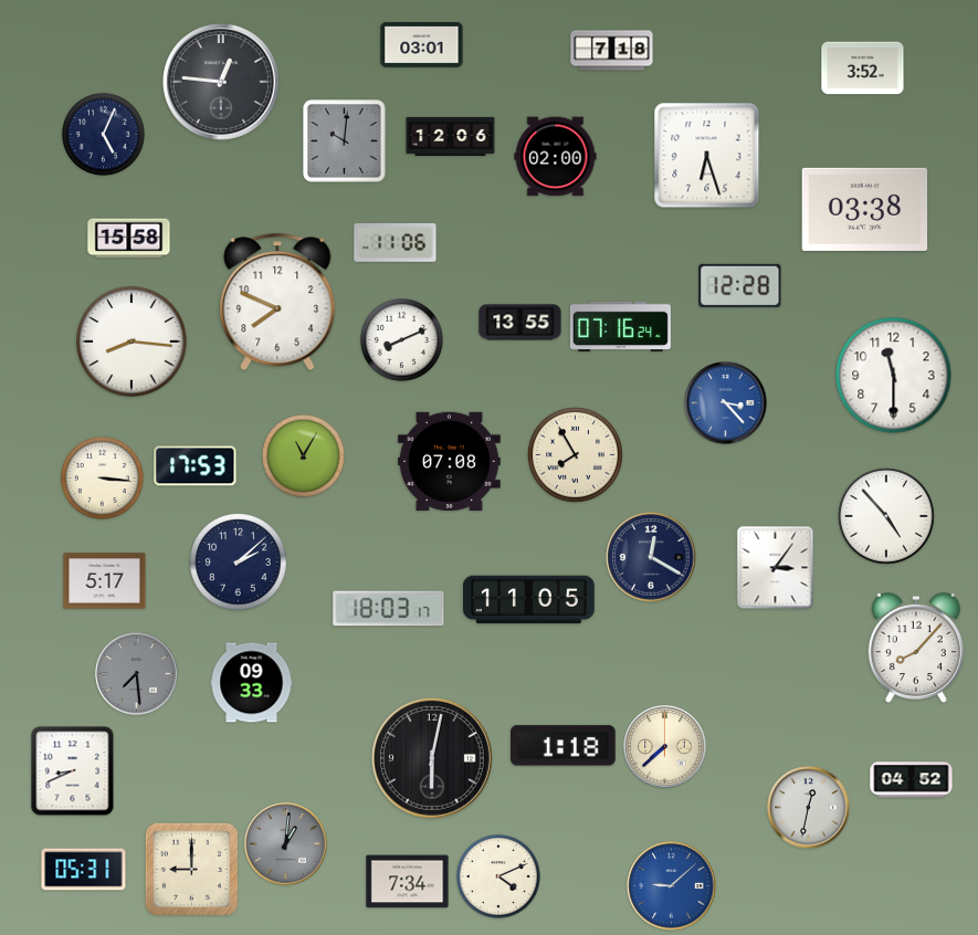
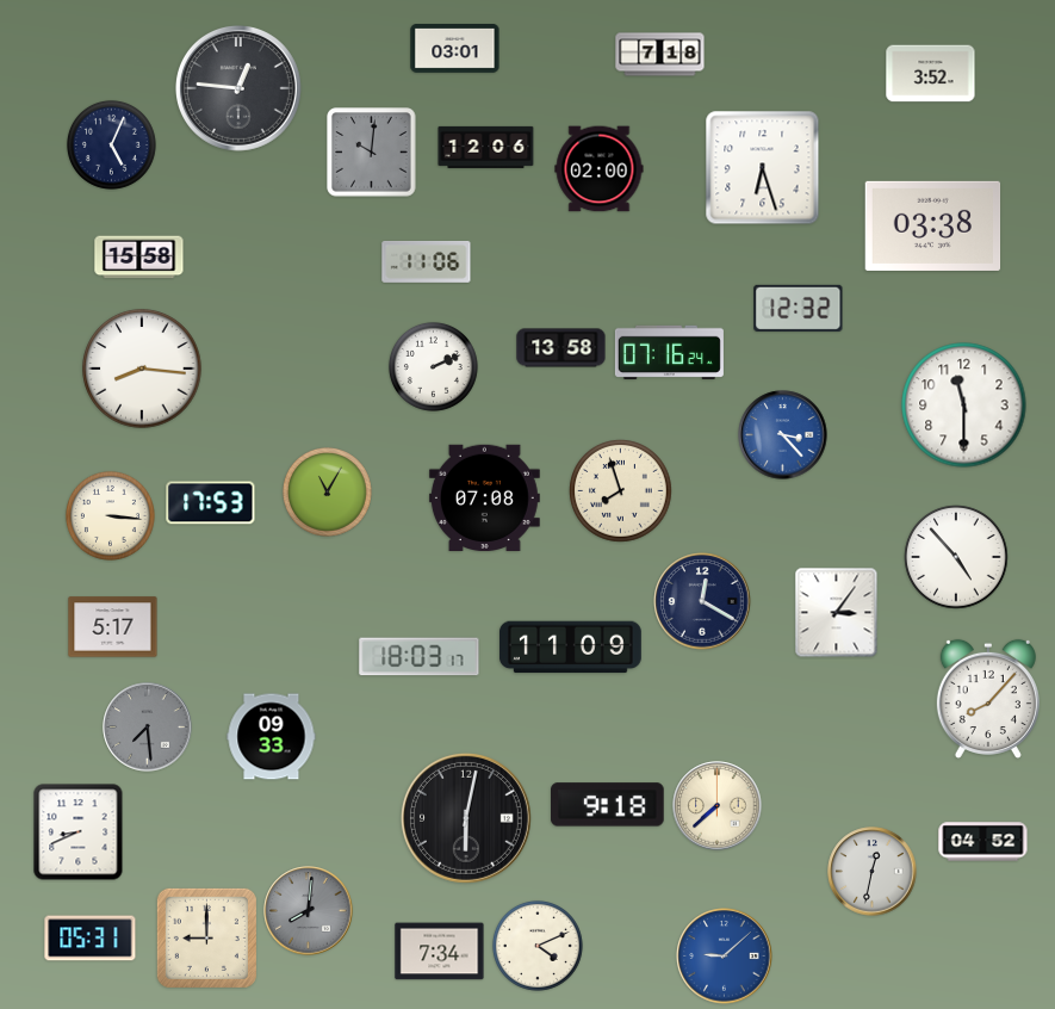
clock at (740, 285): 12:28 -> 12:32
clock at (277, 302): 7:49 -> none
clock at (520, 323): 13:55 -> 13:58
clock at (401, 339): 8:11 -> 2:11
clock at (576, 455): 7:55 -> 7:57
clock at (239, 563): 2:08 -> none
clock at (528, 600): 11:05 -> 11:09
clock at (564, 746): 1:18 -> 9:18
clock at (286, 844): 1:01 -> 8:01
